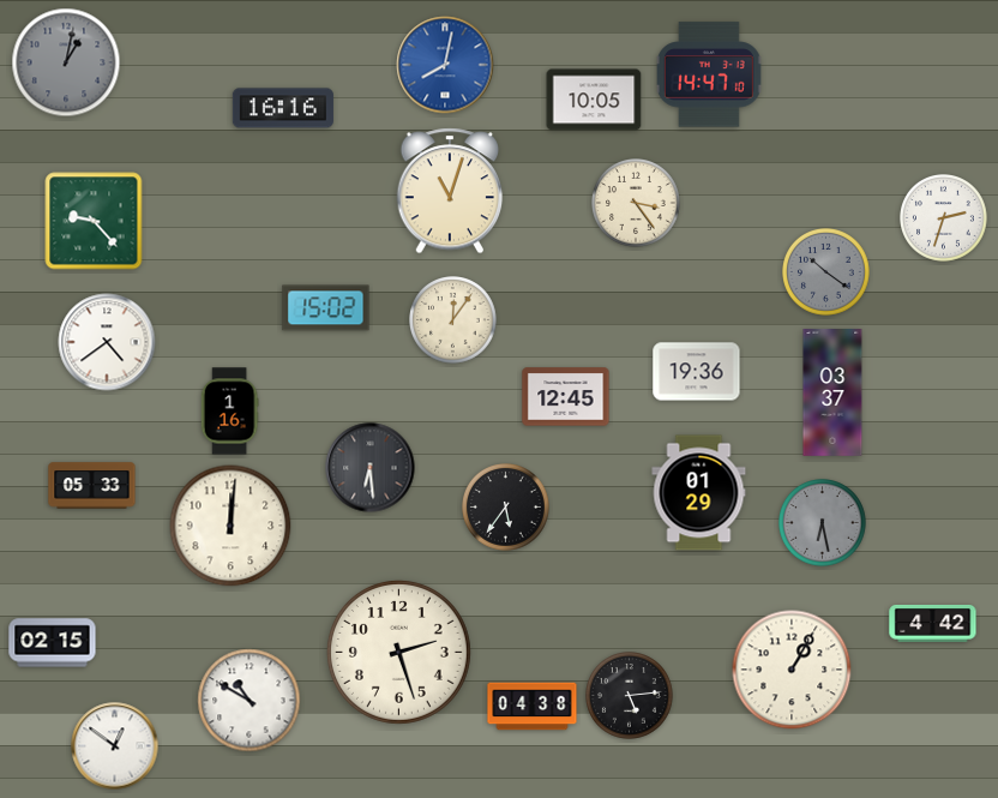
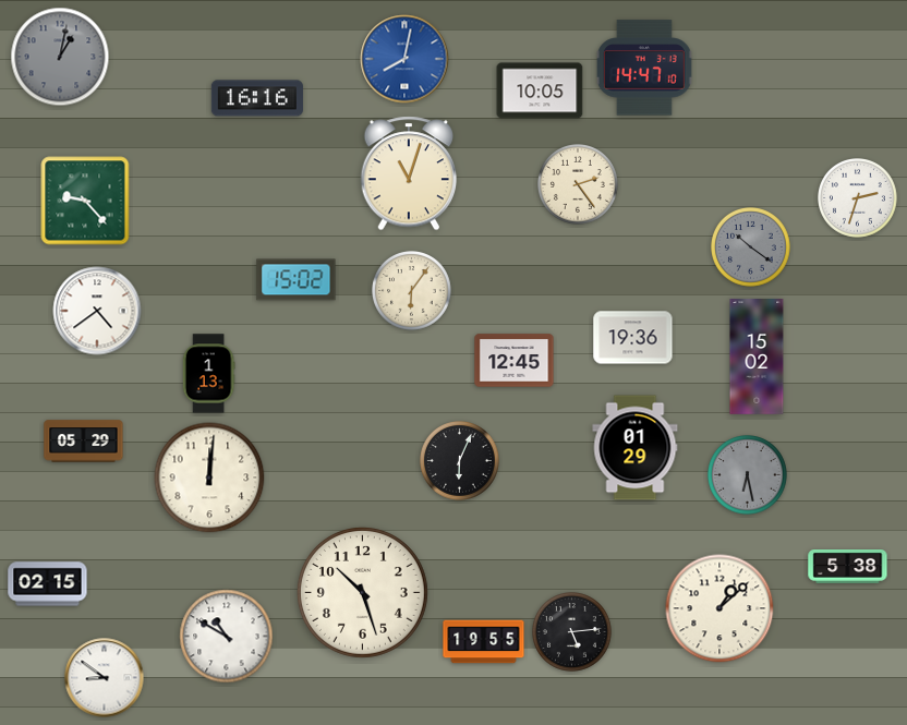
clock at (637, 204): 3:24 -> 2:24
clock at (453, 320): 12:06 -> 6:06
clock at (832, 392): 03:37 -> 15:02
clock at (229, 412): 1:16 -> 1:13
clock at (371, 468): 6:29 -> none
clock at (92, 486): 05:33 -> 05:29
clock at (506, 508): 5:36 -> 6:04
clock at (933, 624): 4:42 -> 5:38
clock at (398, 652): 2:27 -> 10:27
clock at (792, 670): 1:05 -> 1:08
clock at (533, 707): 04:38 -> 19:55
clock at (115, 746): 12:51 -> 8:51
